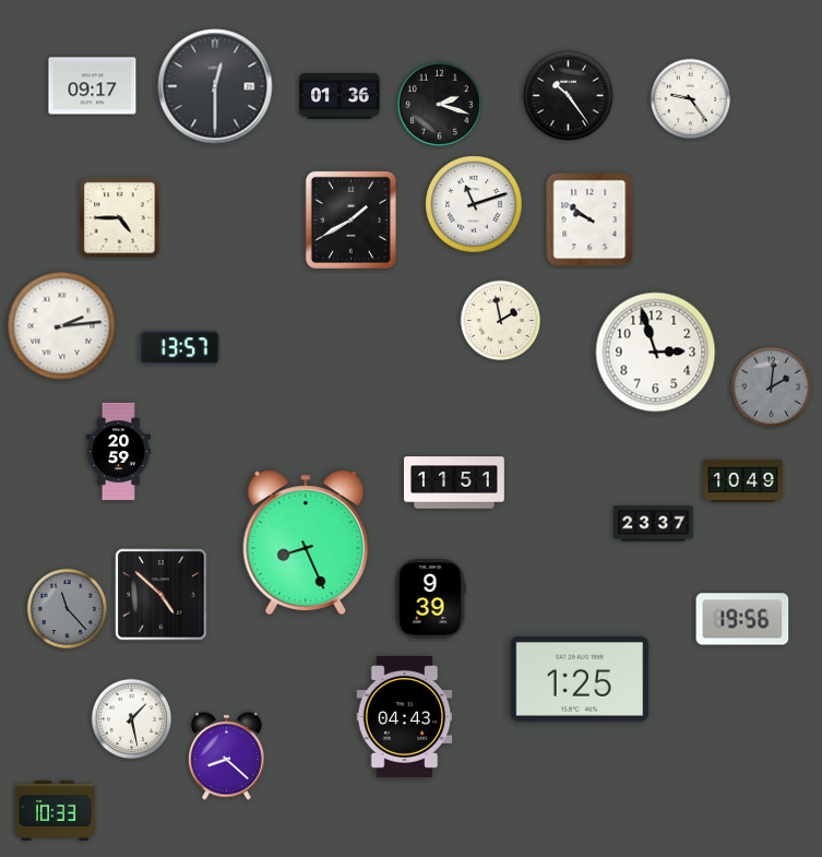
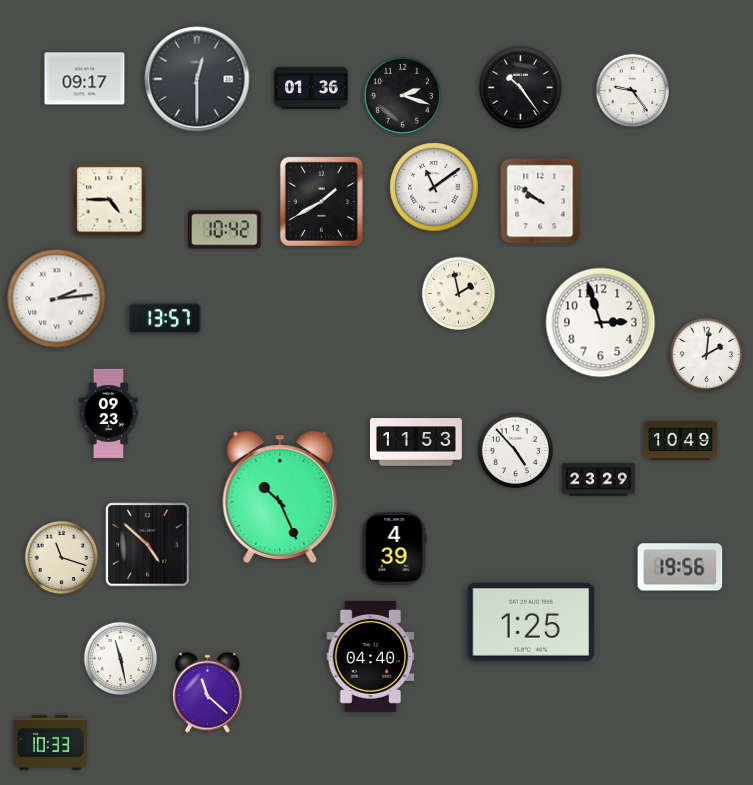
clock at (474, 204): 11:12 -> 11:09
clock at (225, 230): none -> 10:42
clock at (772, 388) dial: grey -> white
clock at (118, 451): 20:59 -> 09:23
clock at (455, 483): 11:51 -> 11:53
clock at (516, 451): none -> 4:53
clock at (654, 524): 23:37 -> 23:29
clock at (306, 543): 8:26 -> 10:26
clock at (430, 599): 9:39 -> 4:39
clock at (68, 609): 11:23 -> 11:18
clock at (68, 609) dial: grey -> cream
clock at (405, 716): 04:43 -> 04:40
clock at (132, 719): 1:28 -> 11:28
clock at (226, 755): 8:22 -> 11:22
